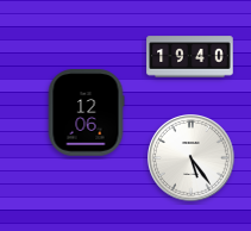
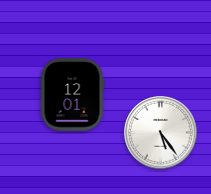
clock at (190, 57): 19:40 -> none
clock at (86, 113): 12:06 -> 12:01
